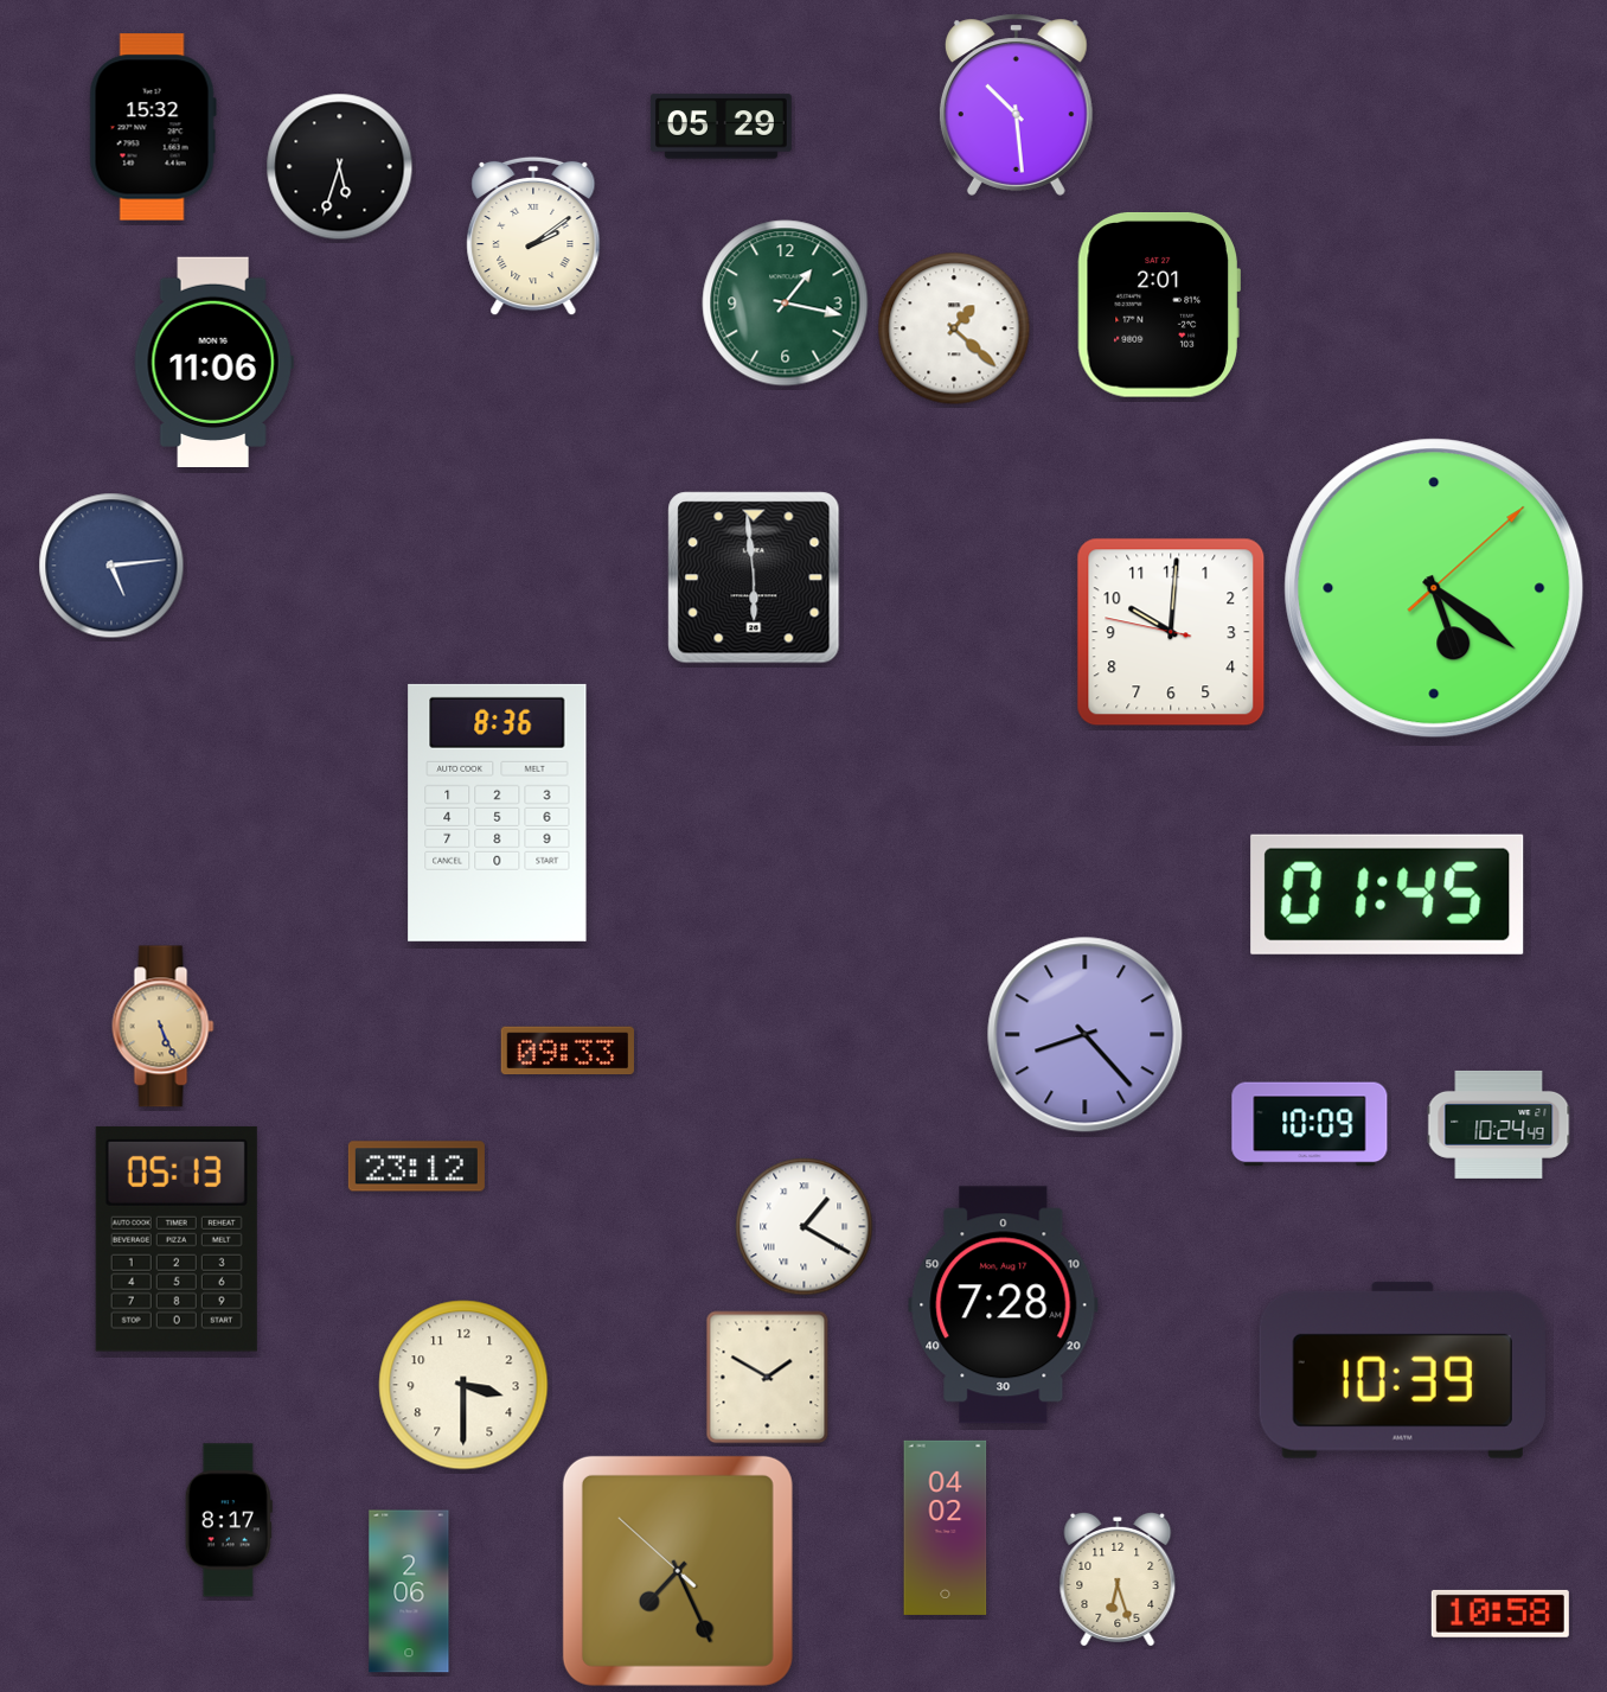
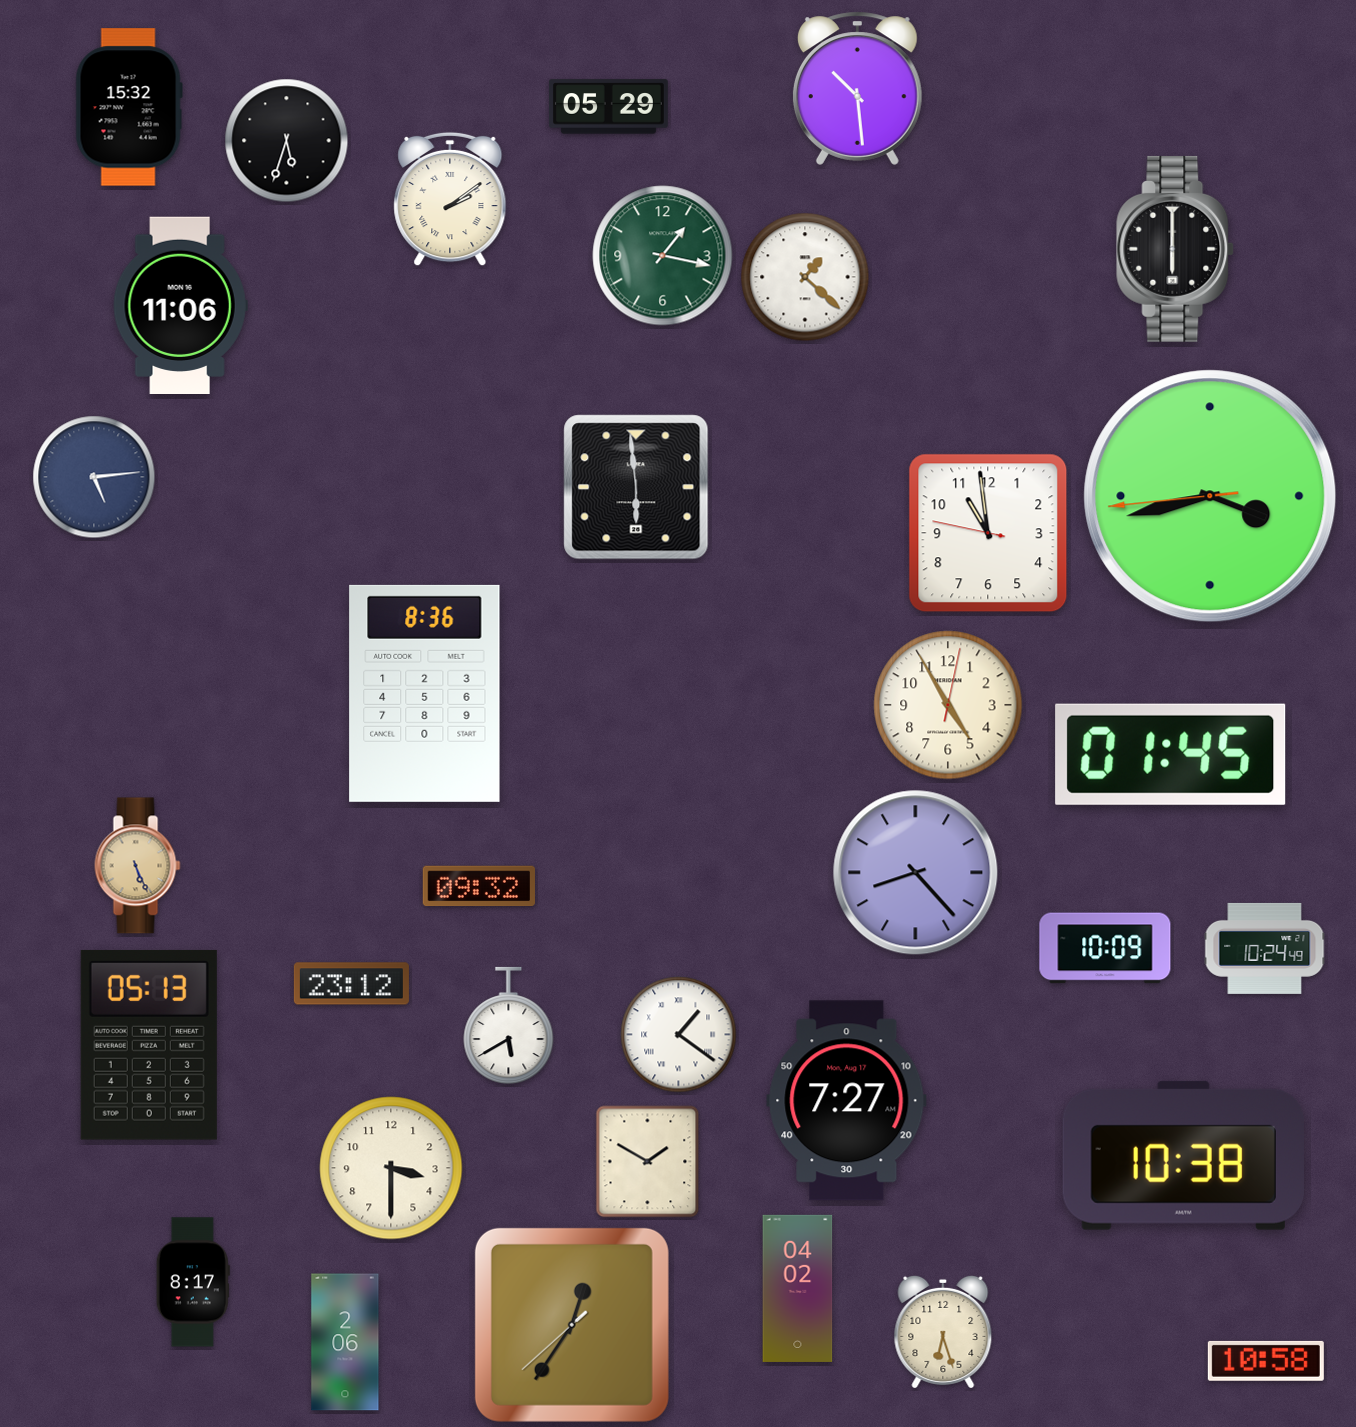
clock at (1176, 249): none -> 6:00
clock at (1159, 305): 2:01 -> none
clock at (1434, 588): 5:21 -> 3:42
clock at (1171, 632): 10:00 -> 10:58
clock at (498, 812) position: (498, 812) -> (425, 693)
clock at (948, 705): none -> 4:55
clock at (568, 1051): 09:33 -> 09:32
clock at (509, 1026): none -> 5:40
clock at (805, 1227): 1:20 -> 1:21
clock at (1004, 1305): 7:28 -> 7:27
clock at (1402, 1369): 10:39 -> 10:38
clock at (678, 1571): 7:25 -> 12:35
